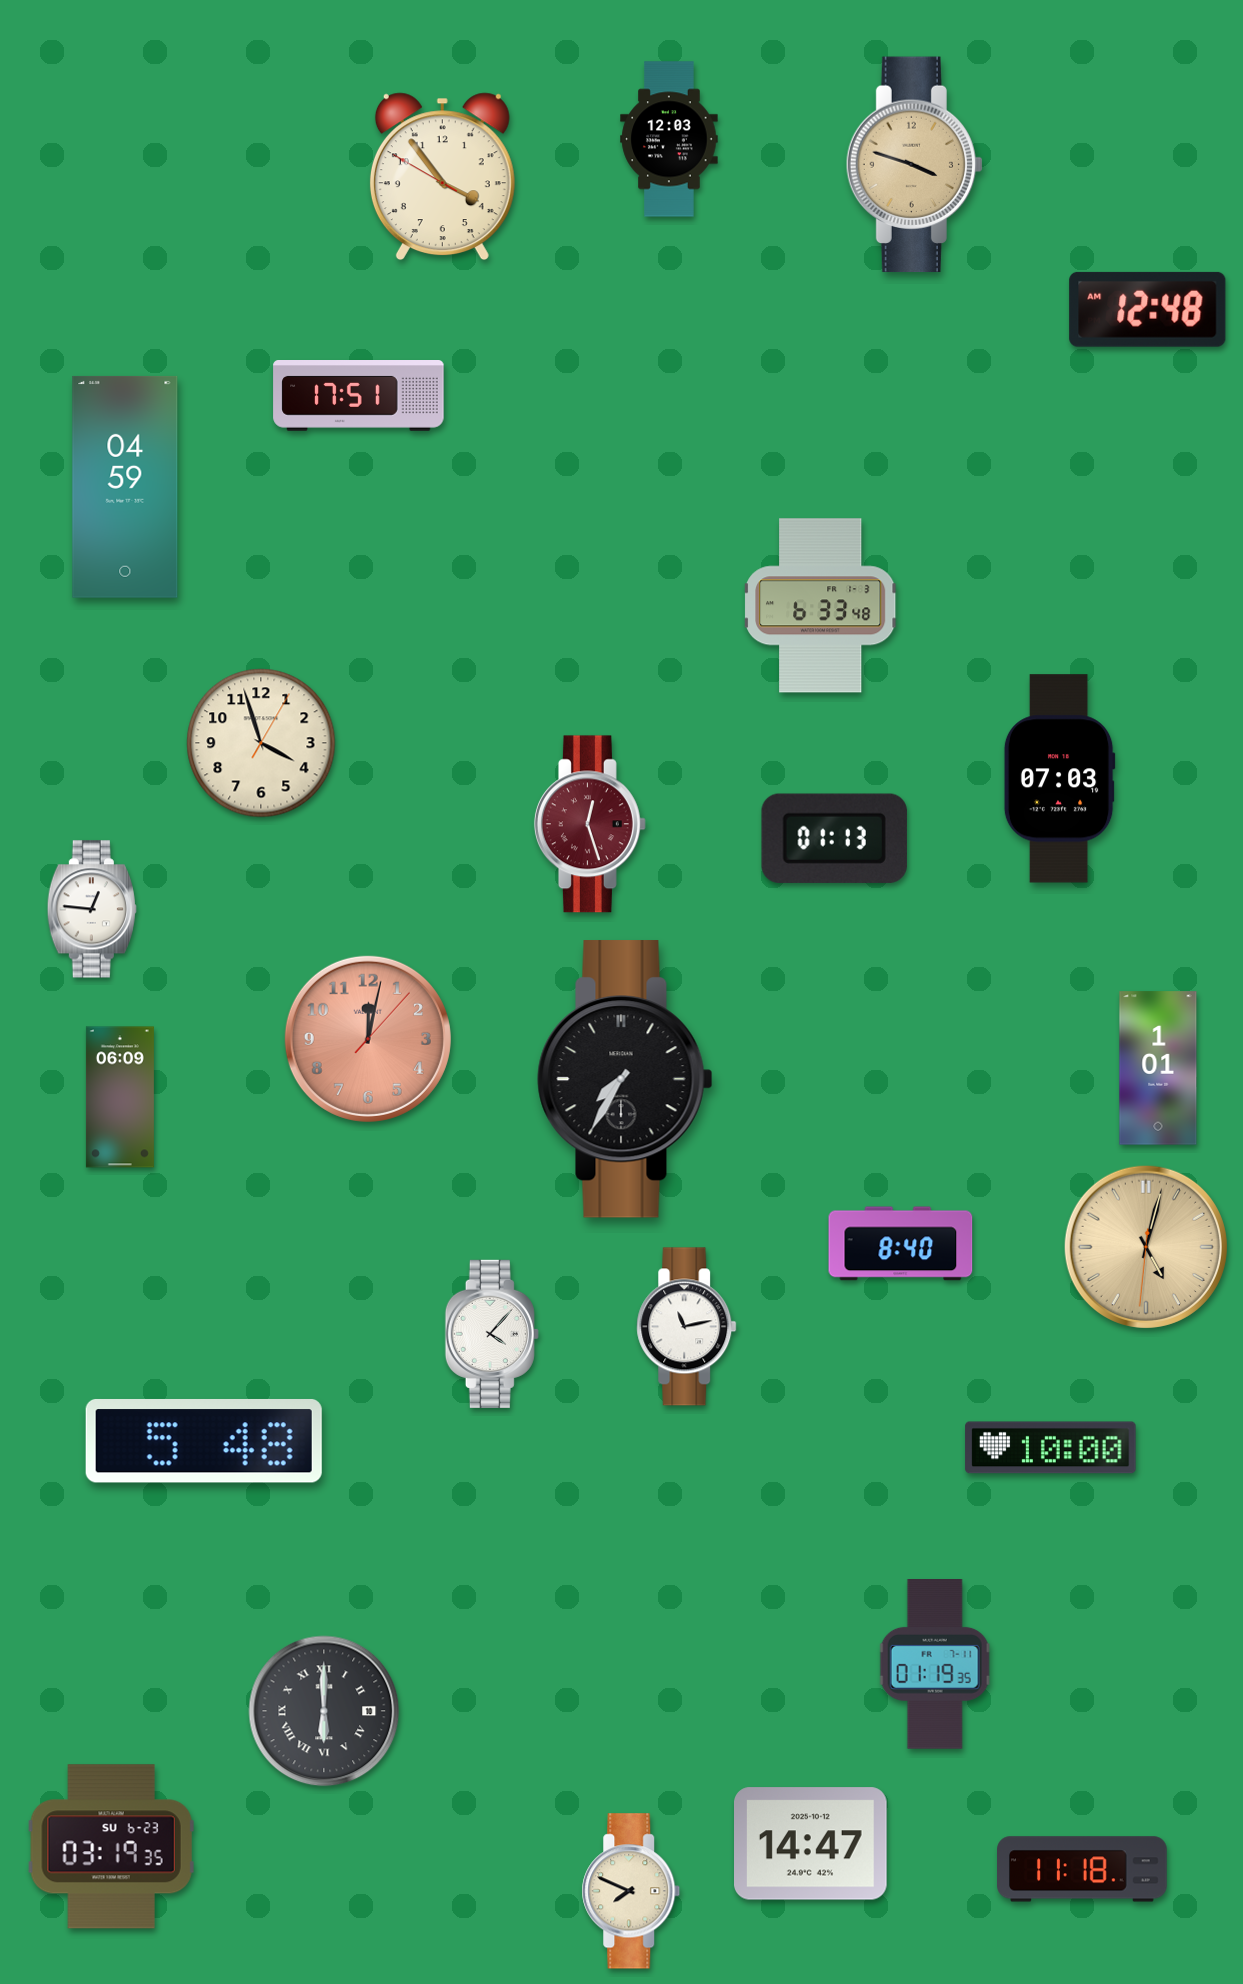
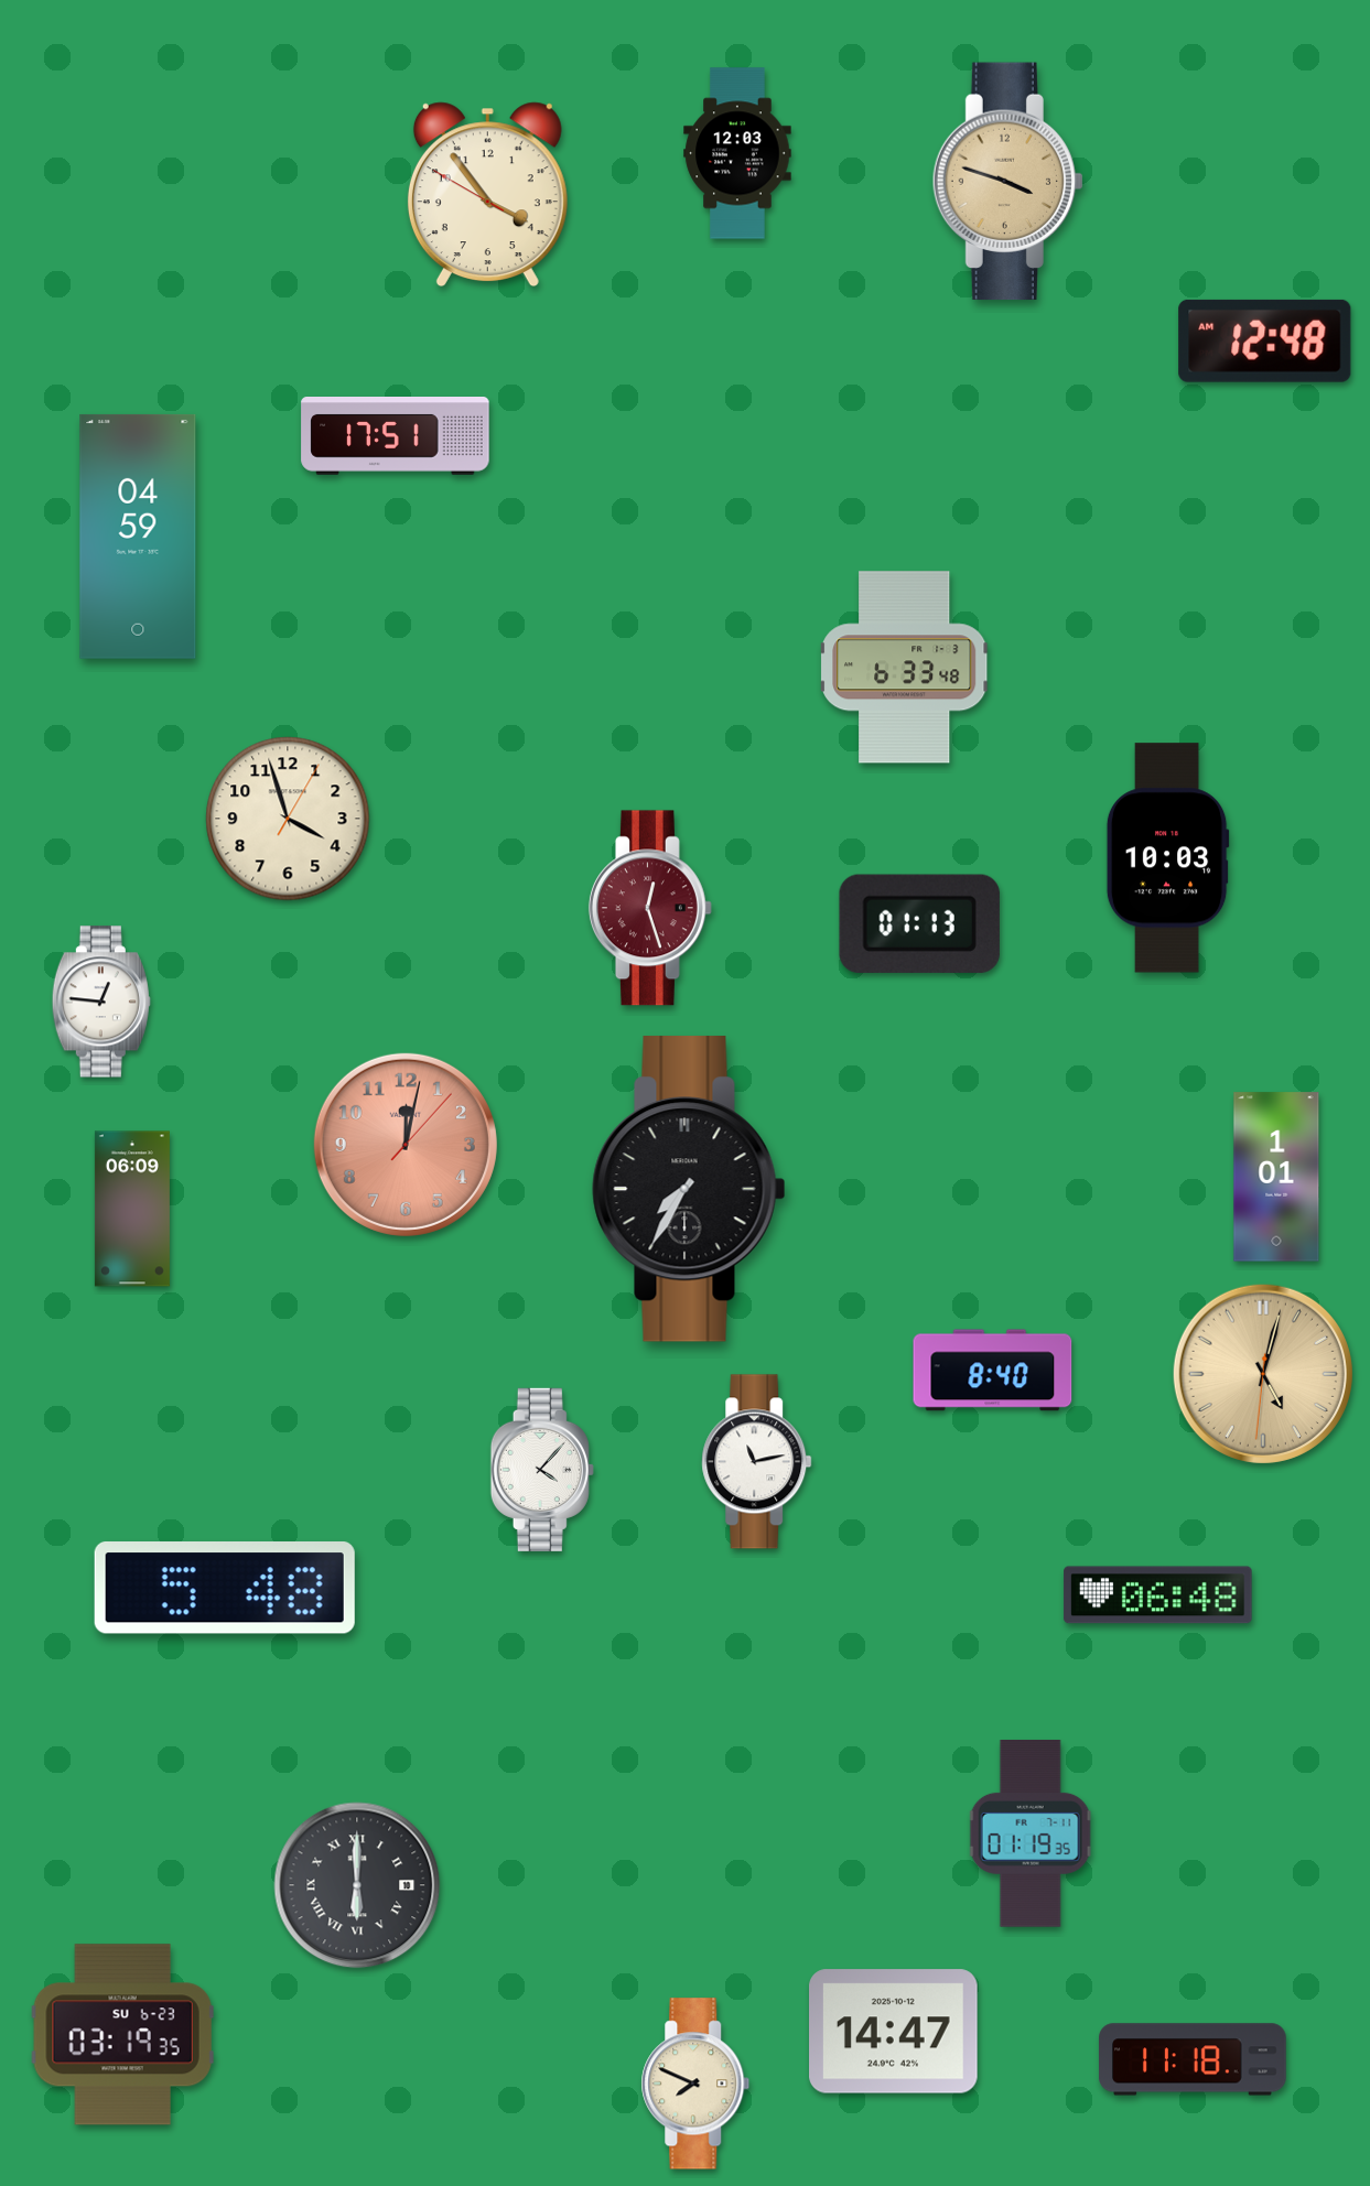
clock at (1059, 779): 07:03 -> 10:03
clock at (1051, 1448): 10:00 -> 06:48
